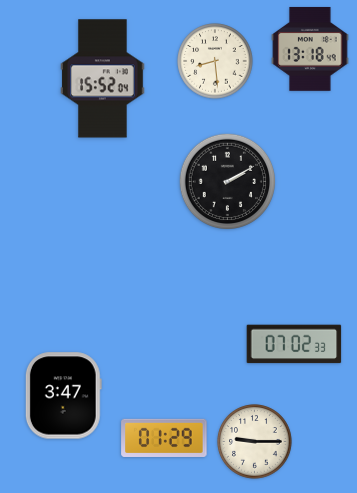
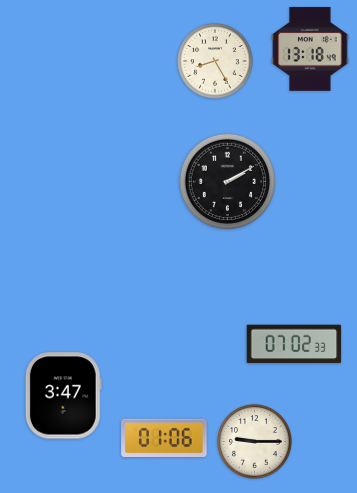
clock at (215, 61): 8:29 -> 8:25
clock at (103, 79): 15:52 -> none
clock at (164, 438): 01:29 -> 01:06
